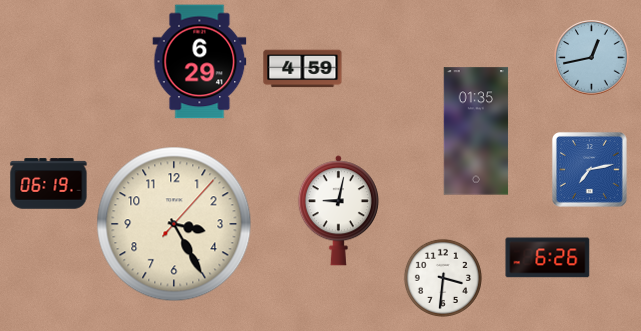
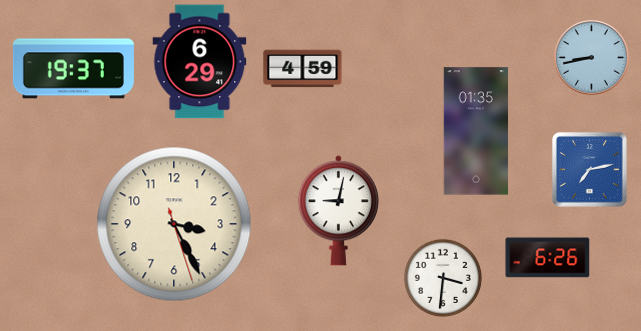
clock at (592, 58): 12:43 -> 8:43
clock at (73, 69): none -> 19:37
clock at (49, 184): 06:19 -> none
clock at (174, 224): 3:25:07 -> 3:25:27
